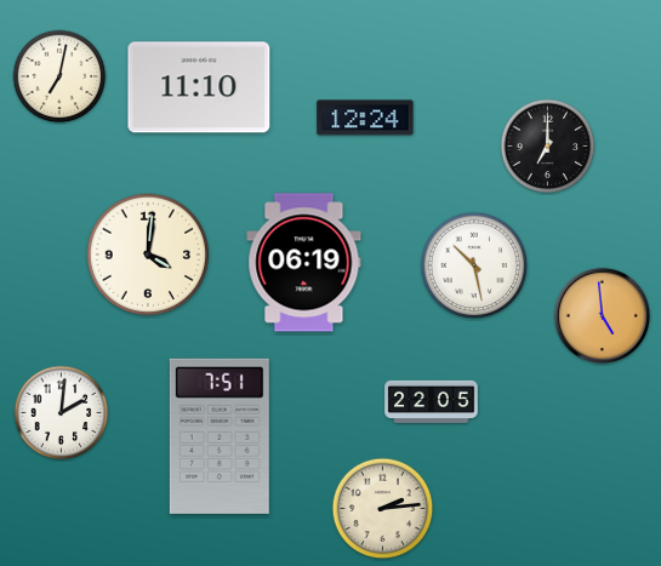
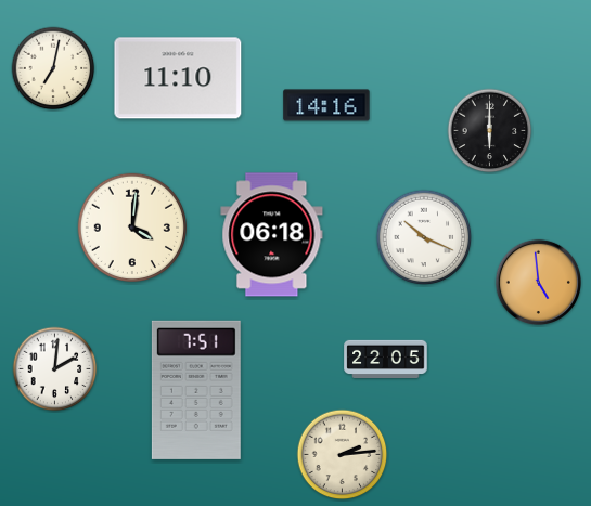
clock at (365, 118): 12:24 -> 14:16
clock at (548, 147): 7:00 -> 6:00
clock at (304, 263): 06:19 -> 06:18
clock at (474, 265): 10:28 -> 10:19
